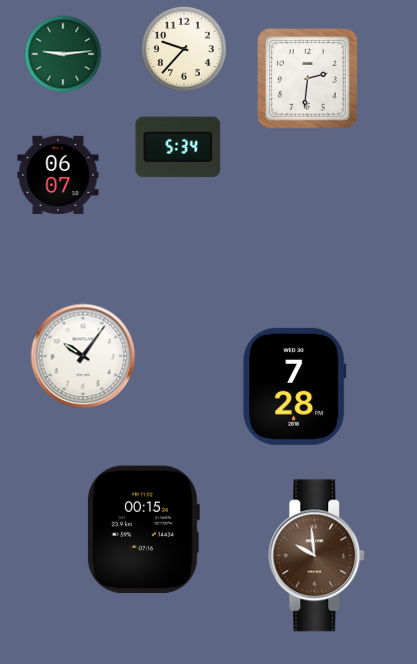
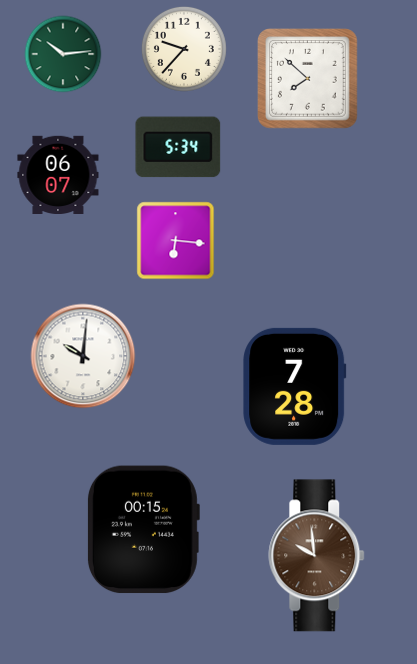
clock at (63, 54): 9:14 -> 10:14
clock at (308, 79): 2:31 -> 7:52
clock at (176, 241): none -> 6:16
clock at (83, 356): 10:06 -> 10:01
